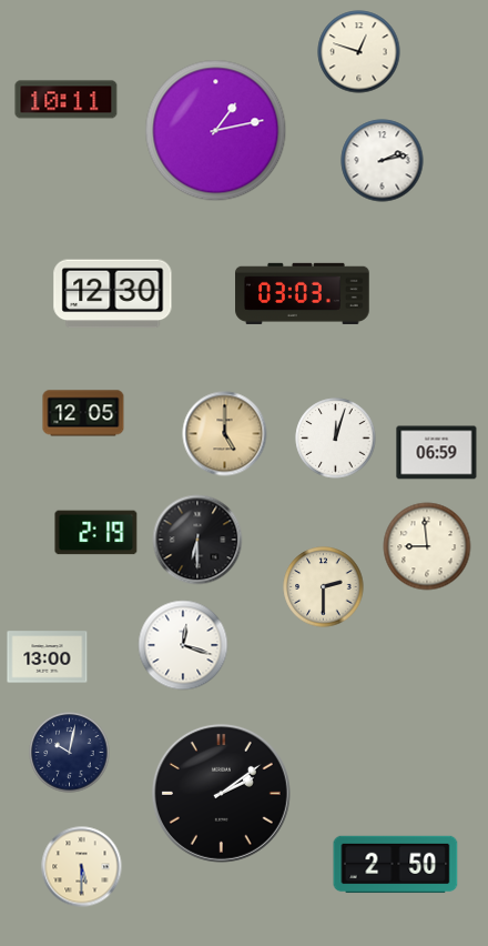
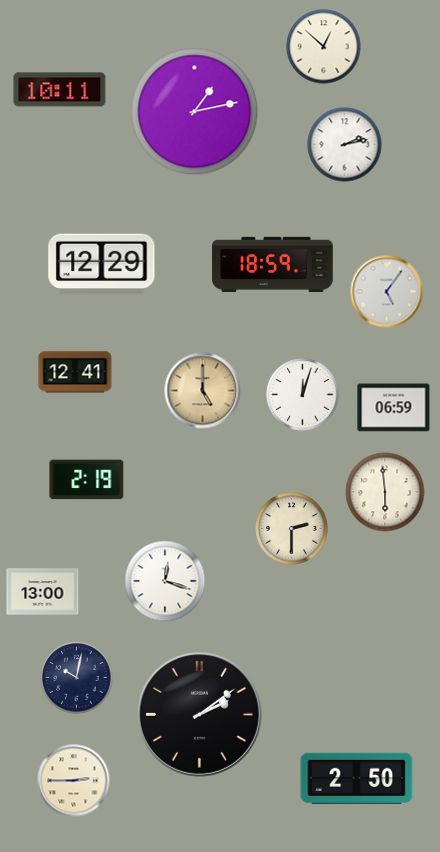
clock at (359, 52): 12:48 -> 12:52
clock at (216, 131) position: (216, 131) -> (195, 112)
clock at (303, 293): 03:03 -> 18:59
clock at (113, 294): 12:30 -> 12:29
clock at (387, 292): none -> 5:06
clock at (83, 413): 12:05 -> 12:41
clock at (197, 540): 6:30 -> none
clock at (427, 546): 8:59 -> 5:59
clock at (70, 753) position: (70, 753) -> (77, 678)
clock at (82, 867): 5:30 -> 2:45
